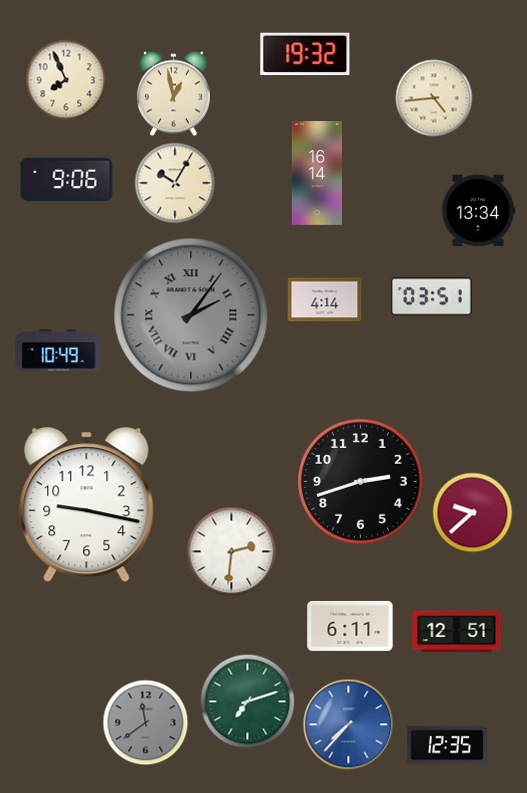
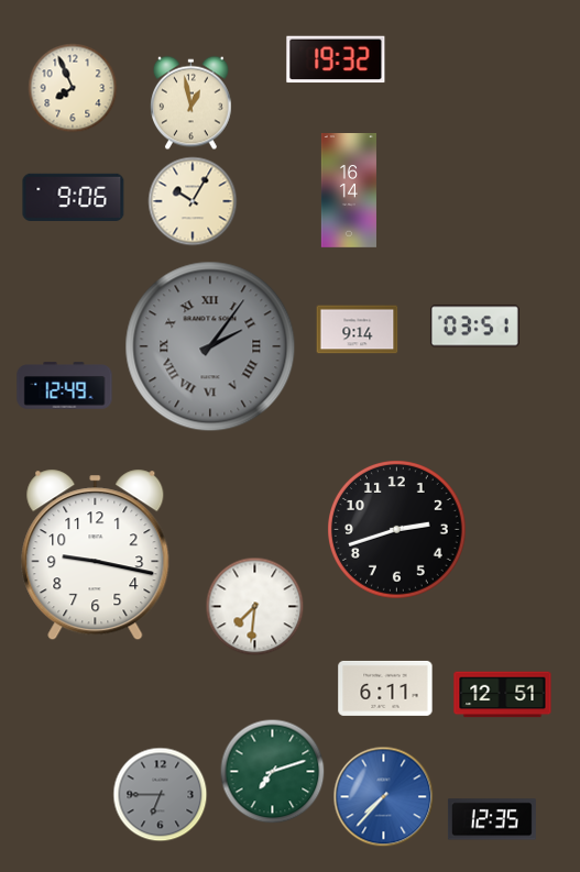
clock at (434, 98): 4:44 -> none
clock at (478, 211): 13:34 -> none
clock at (325, 300): 4:14 -> 9:14
clock at (59, 351): 10:49 -> 12:49
clock at (473, 513): 9:38 -> none
clock at (232, 552): 2:31 -> 7:31
clock at (146, 723): 11:39 -> 6:45
